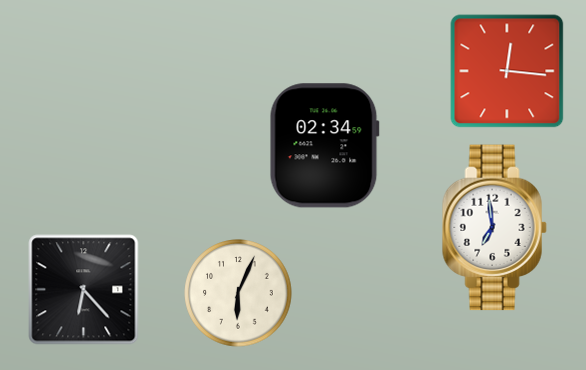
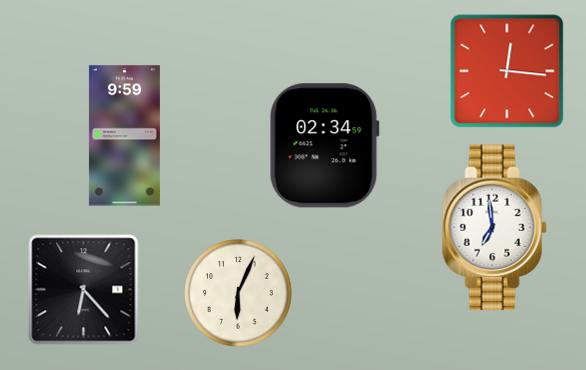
clock at (124, 136): none -> 9:59
